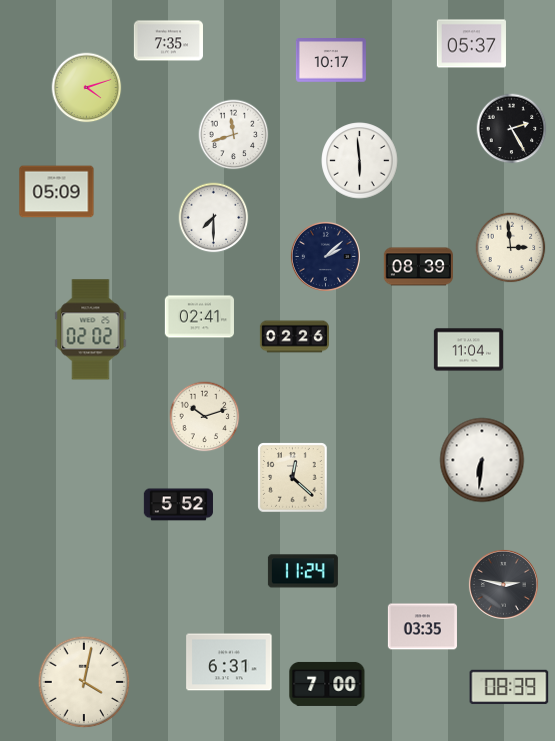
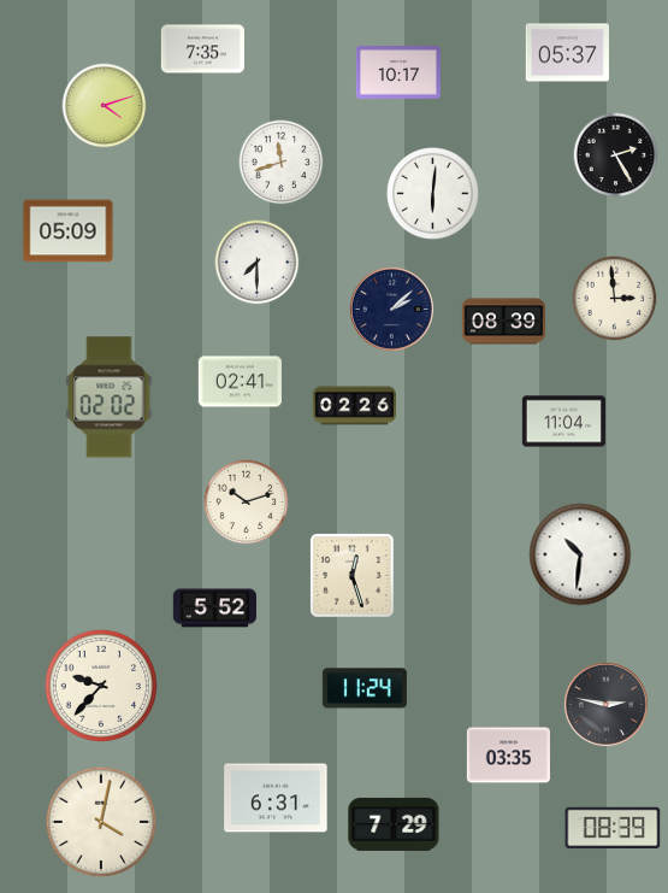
clock at (360, 161): 5:59 -> 6:01
clock at (482, 460): 6:31 -> 10:31
clock at (293, 478): 12:22 -> 12:27
clock at (100, 685): none -> 9:37
clock at (327, 684): 7:00 -> 7:29
